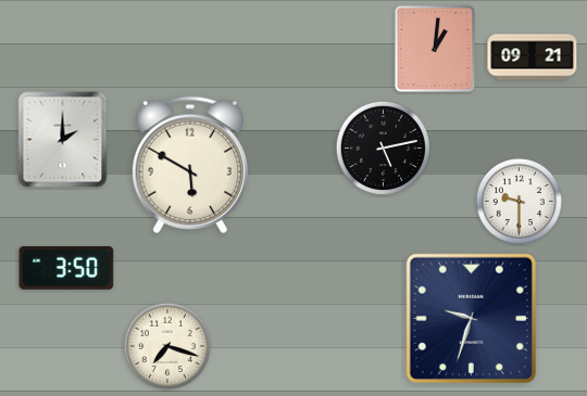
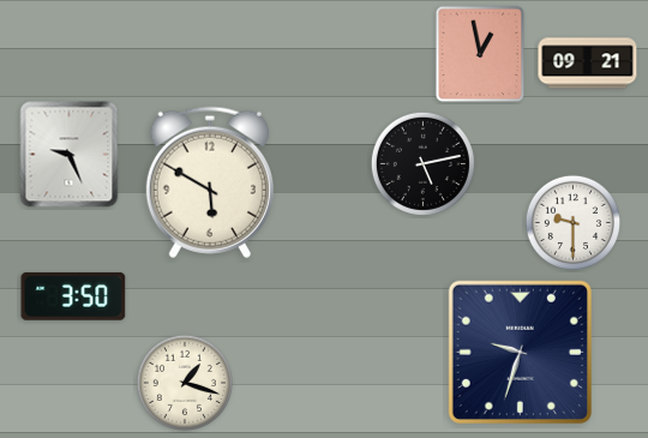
clock at (435, 49): 1:01 -> 12:58
clock at (63, 140): 2:00 -> 9:26
clock at (166, 345): 7:18 -> 1:18
